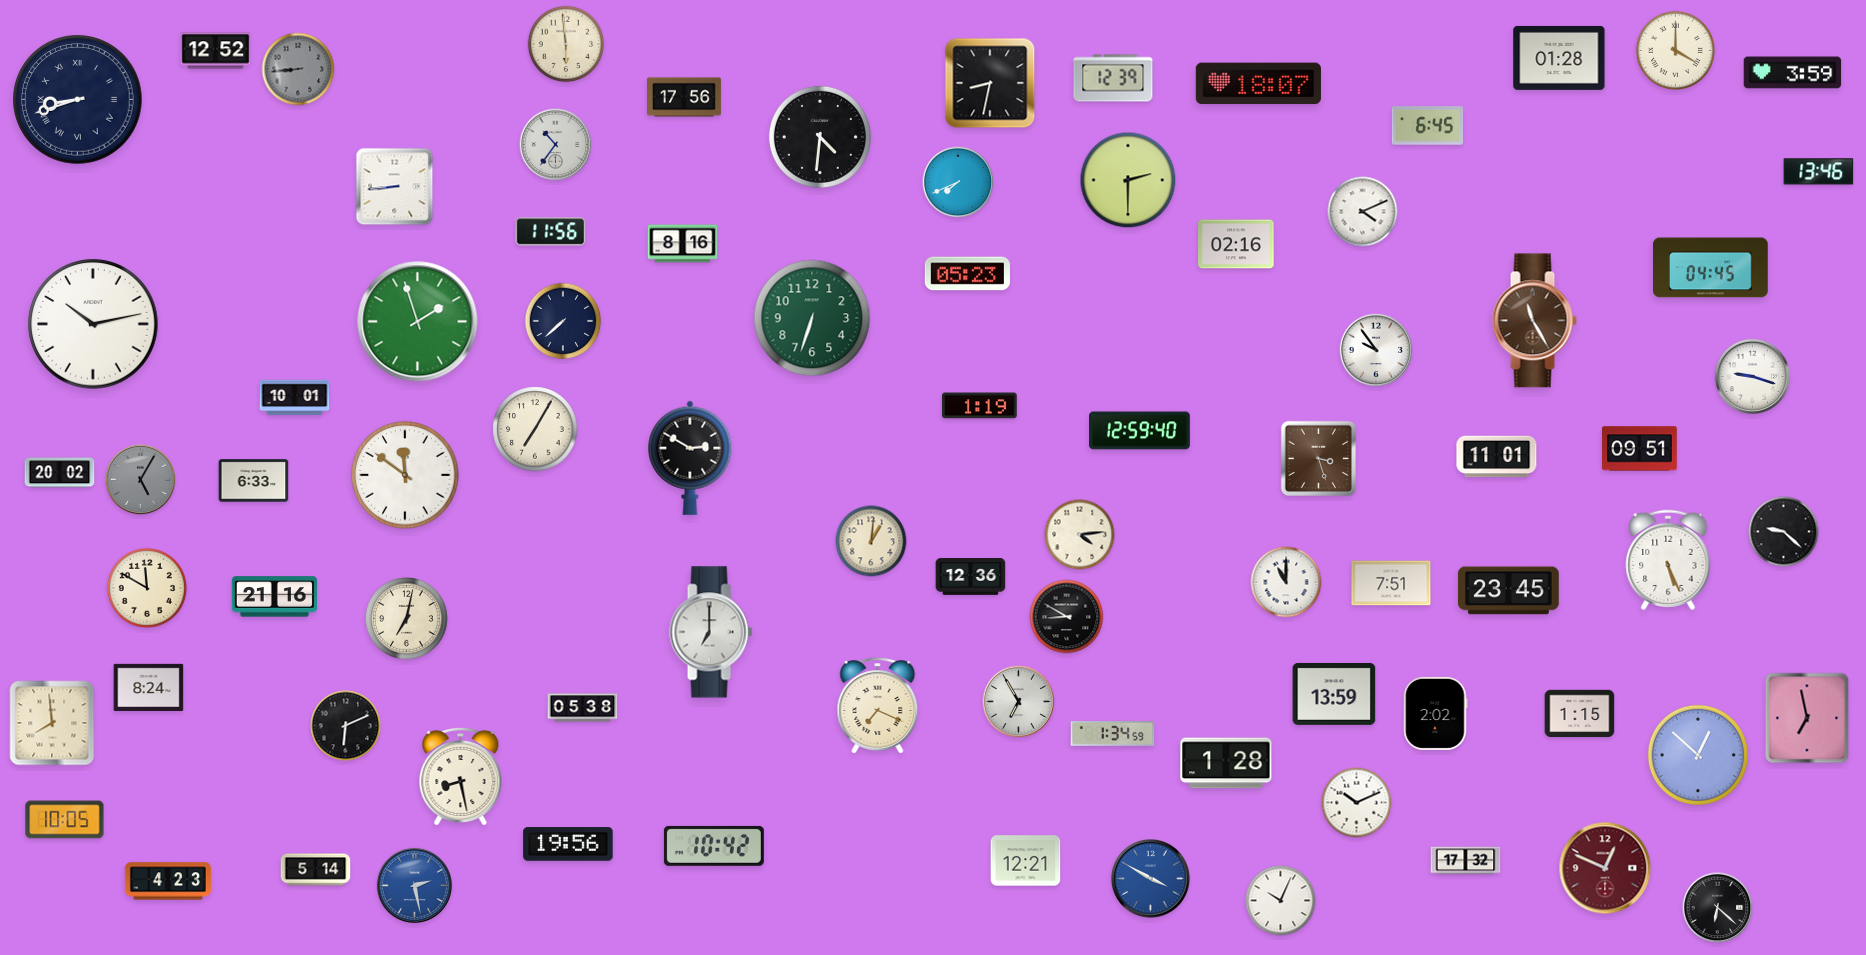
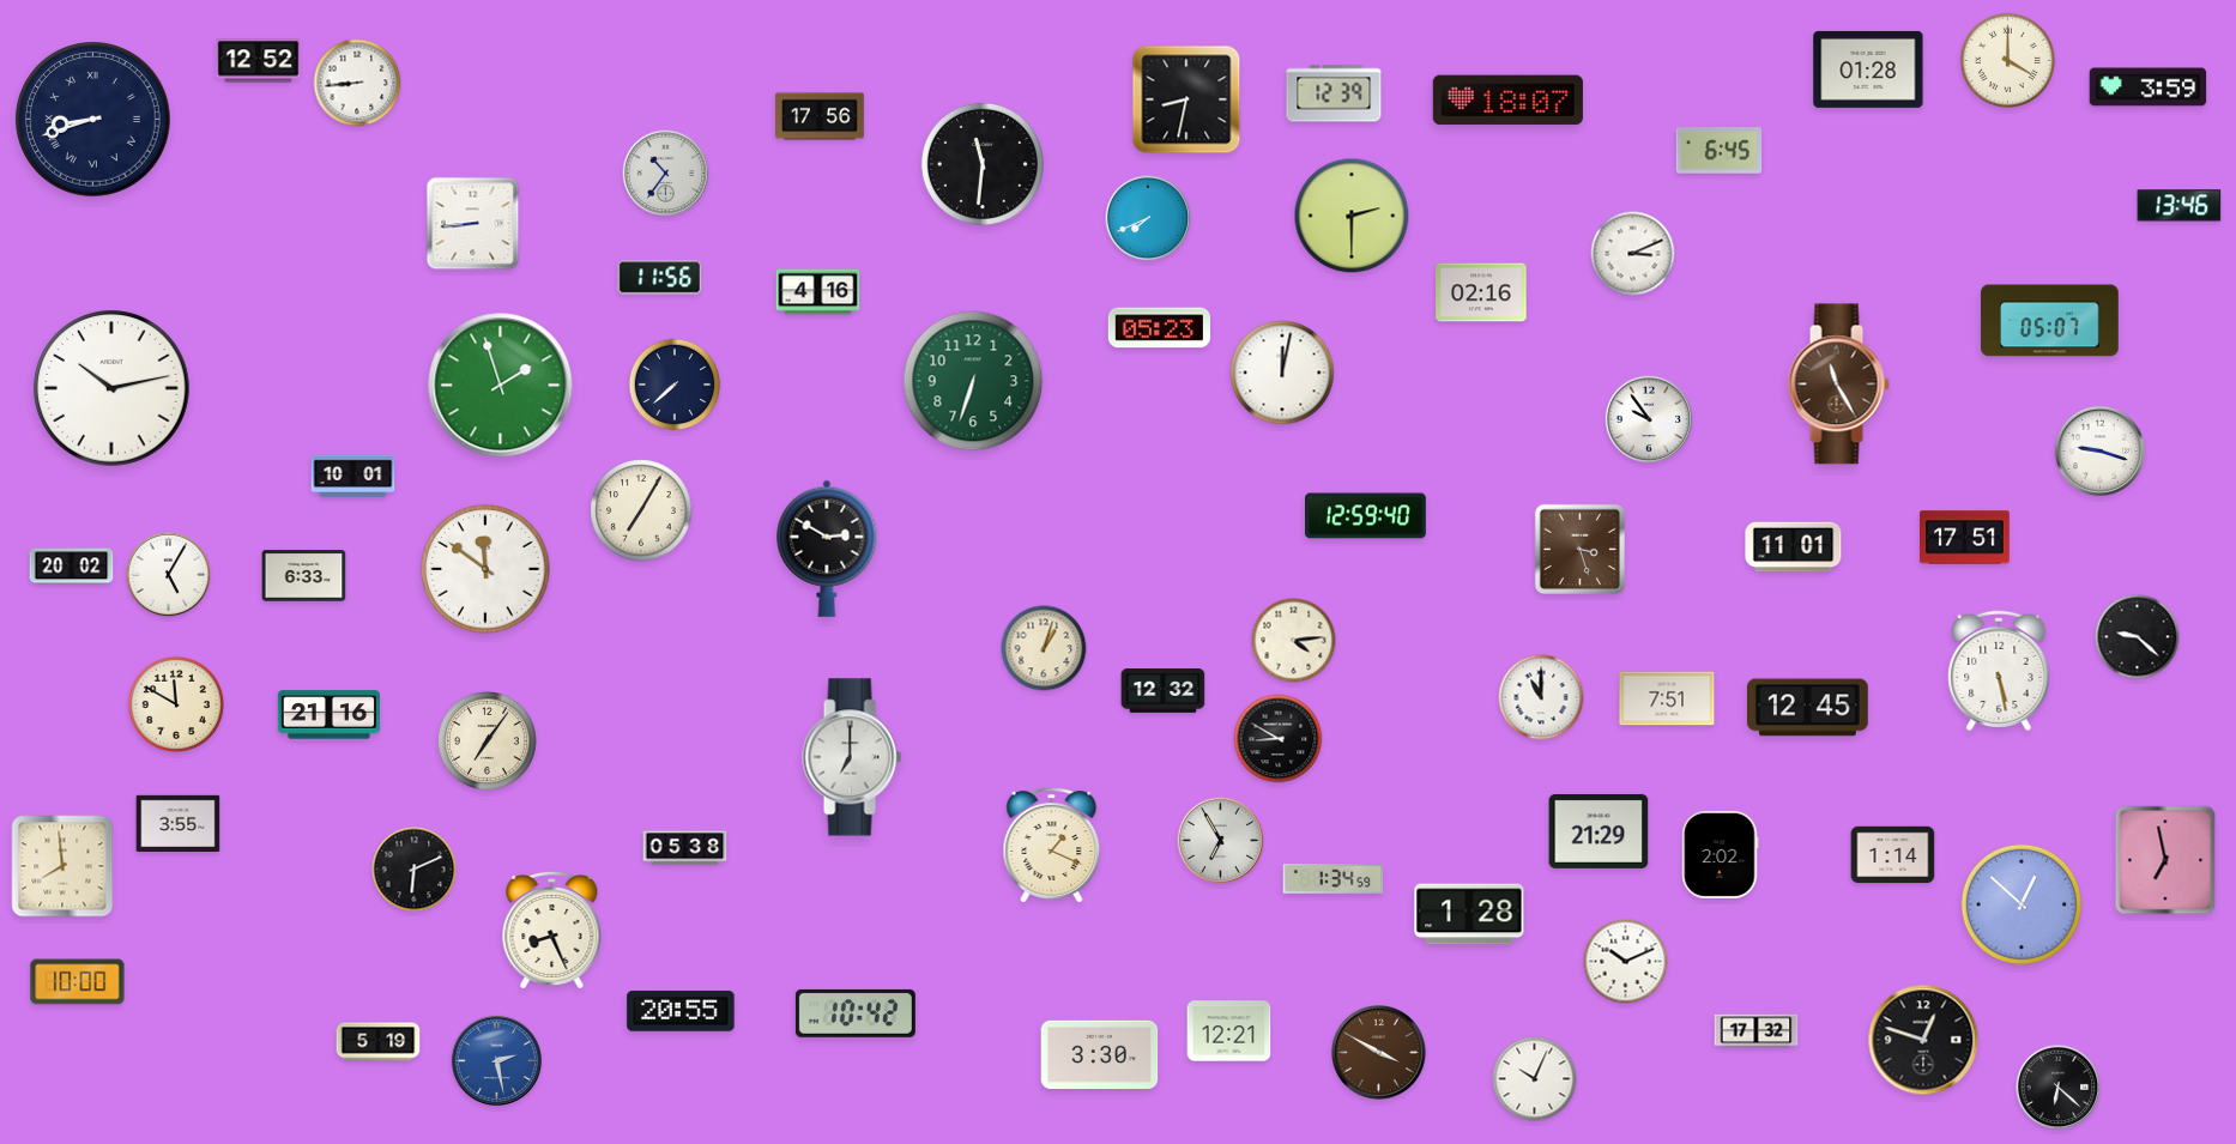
clock at (566, 44): 5:59 -> none
clock at (298, 69) dial: grey -> white
clock at (1428, 126) position: (1428, 126) -> (1720, 151)
clock at (820, 137): 4:31 -> 11:31
clock at (1363, 212): 4:11 -> 3:11
clock at (683, 244): 8:16 -> 4:16
clock at (1711, 268): 04:45 -> 05:07
clock at (1282, 373): none -> 12:02
clock at (980, 406): 1:19 -> none
clock at (535, 429) position: (535, 429) -> (641, 510)
clock at (1640, 449): 09:51 -> 17:51
clock at (141, 480) dial: grey -> white
clock at (871, 541): 1:01 -> 1:03
clock at (1668, 560): 5:26 -> 5:28
clock at (971, 577): 12:36 -> 12:32
clock at (1508, 591): 23:45 -> 12:45
clock at (407, 619): 7:02 -> 7:06
clock at (149, 687): 8:24 -> 3:55
clock at (1334, 694): 13:59 -> 21:29
clock at (878, 706): 7:19 -> 1:19
clock at (583, 708) position: (583, 708) -> (685, 848)
clock at (1580, 714): 1:15 -> 1:14
clock at (1698, 755) position: (1698, 755) -> (2022, 904)
clock at (461, 776): 8:28 -> 8:26
clock at (65, 820): 10:05 -> 10:00
clock at (568, 844): 19:56 -> 20:55
clock at (1605, 868): 12:49 -> 12:48
clock at (1605, 868) dial: burgundy -> black
clock at (316, 870): 5:14 -> 5:19
clock at (1151, 879) dial: blue -> brown
clock at (1100, 1054): none -> 3:30
clock at (168, 881): 4:23 -> none
